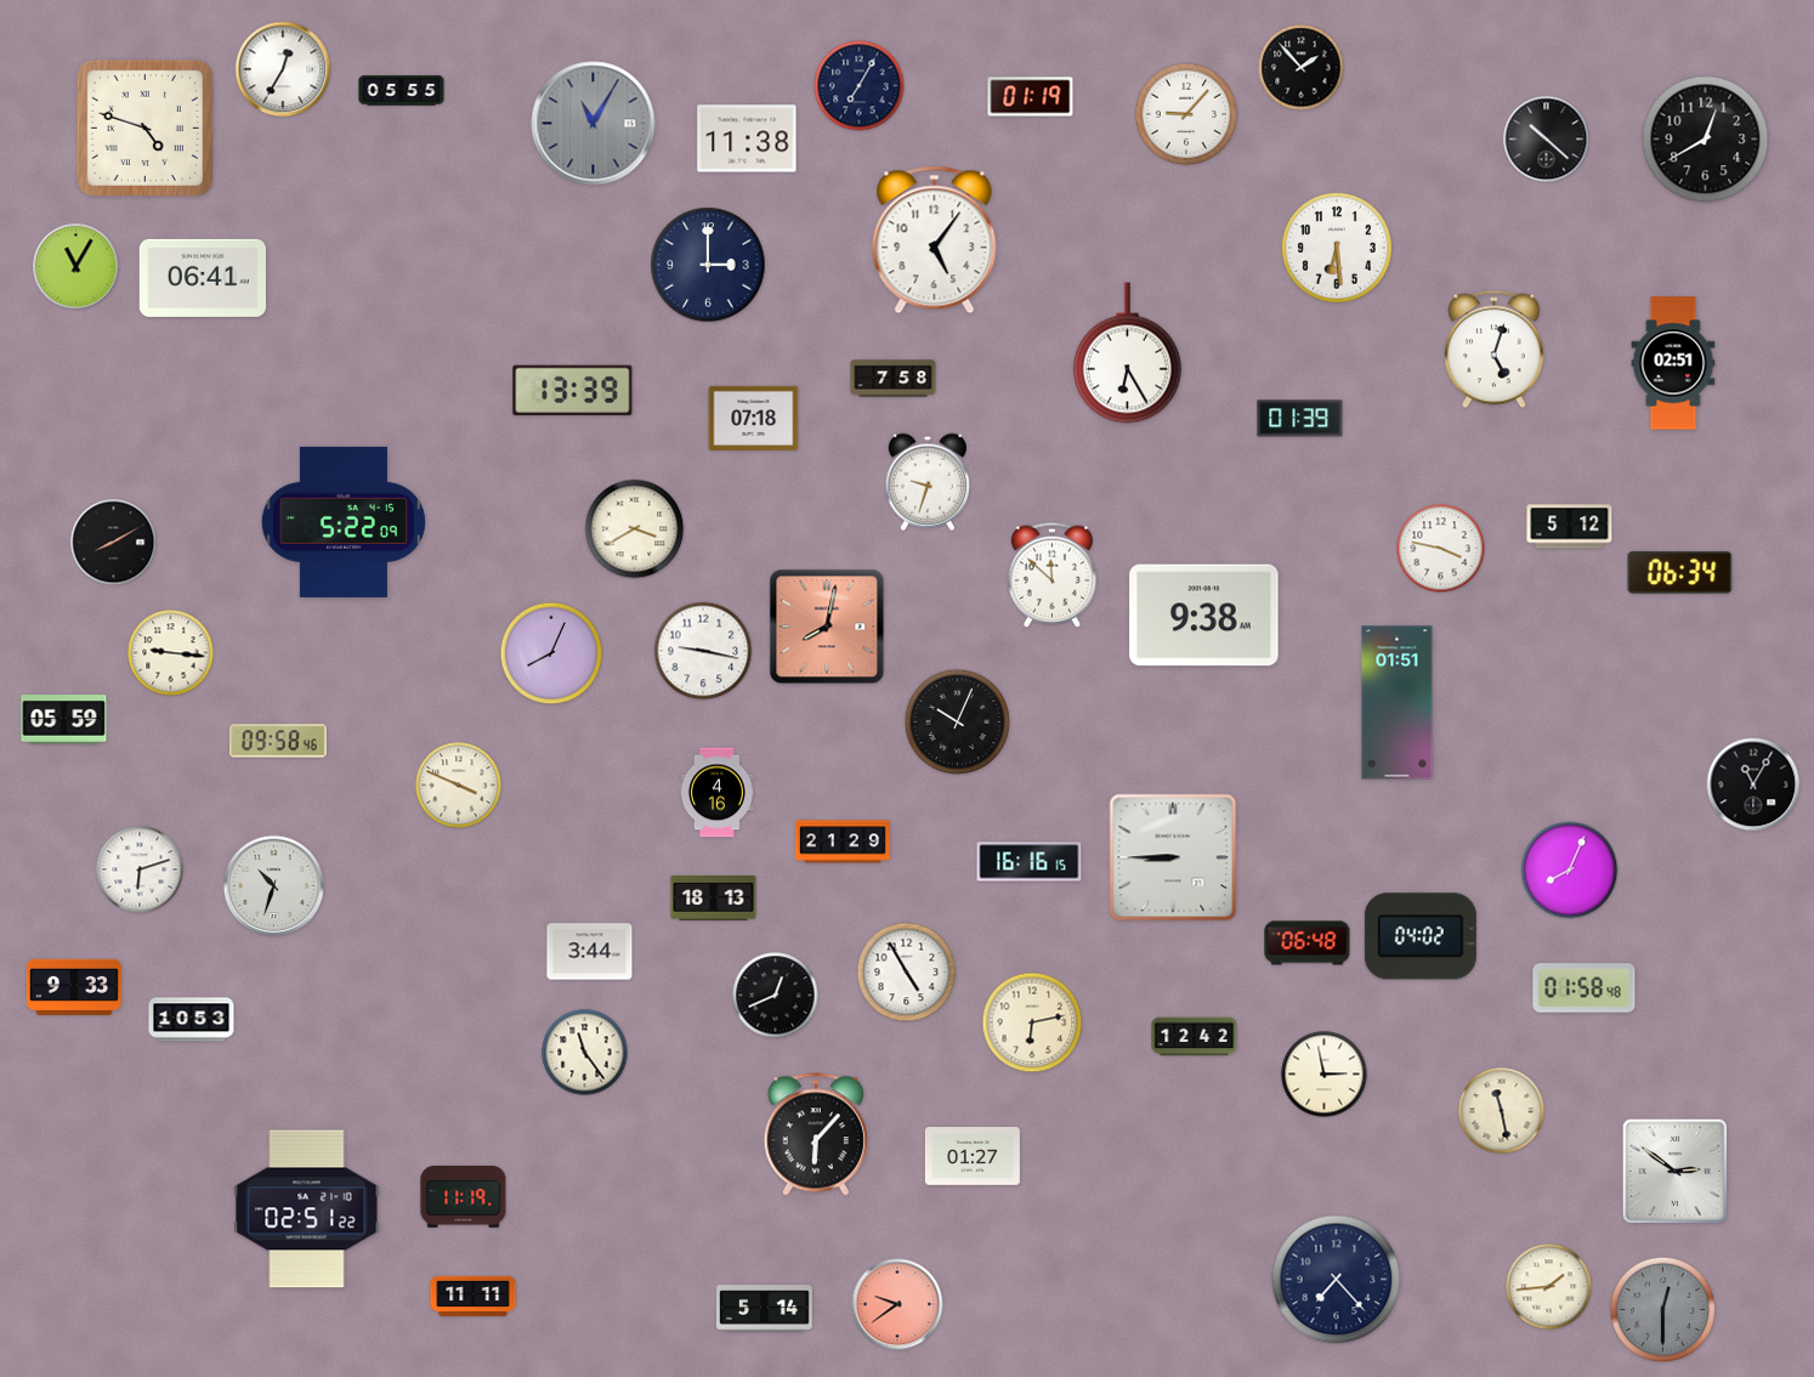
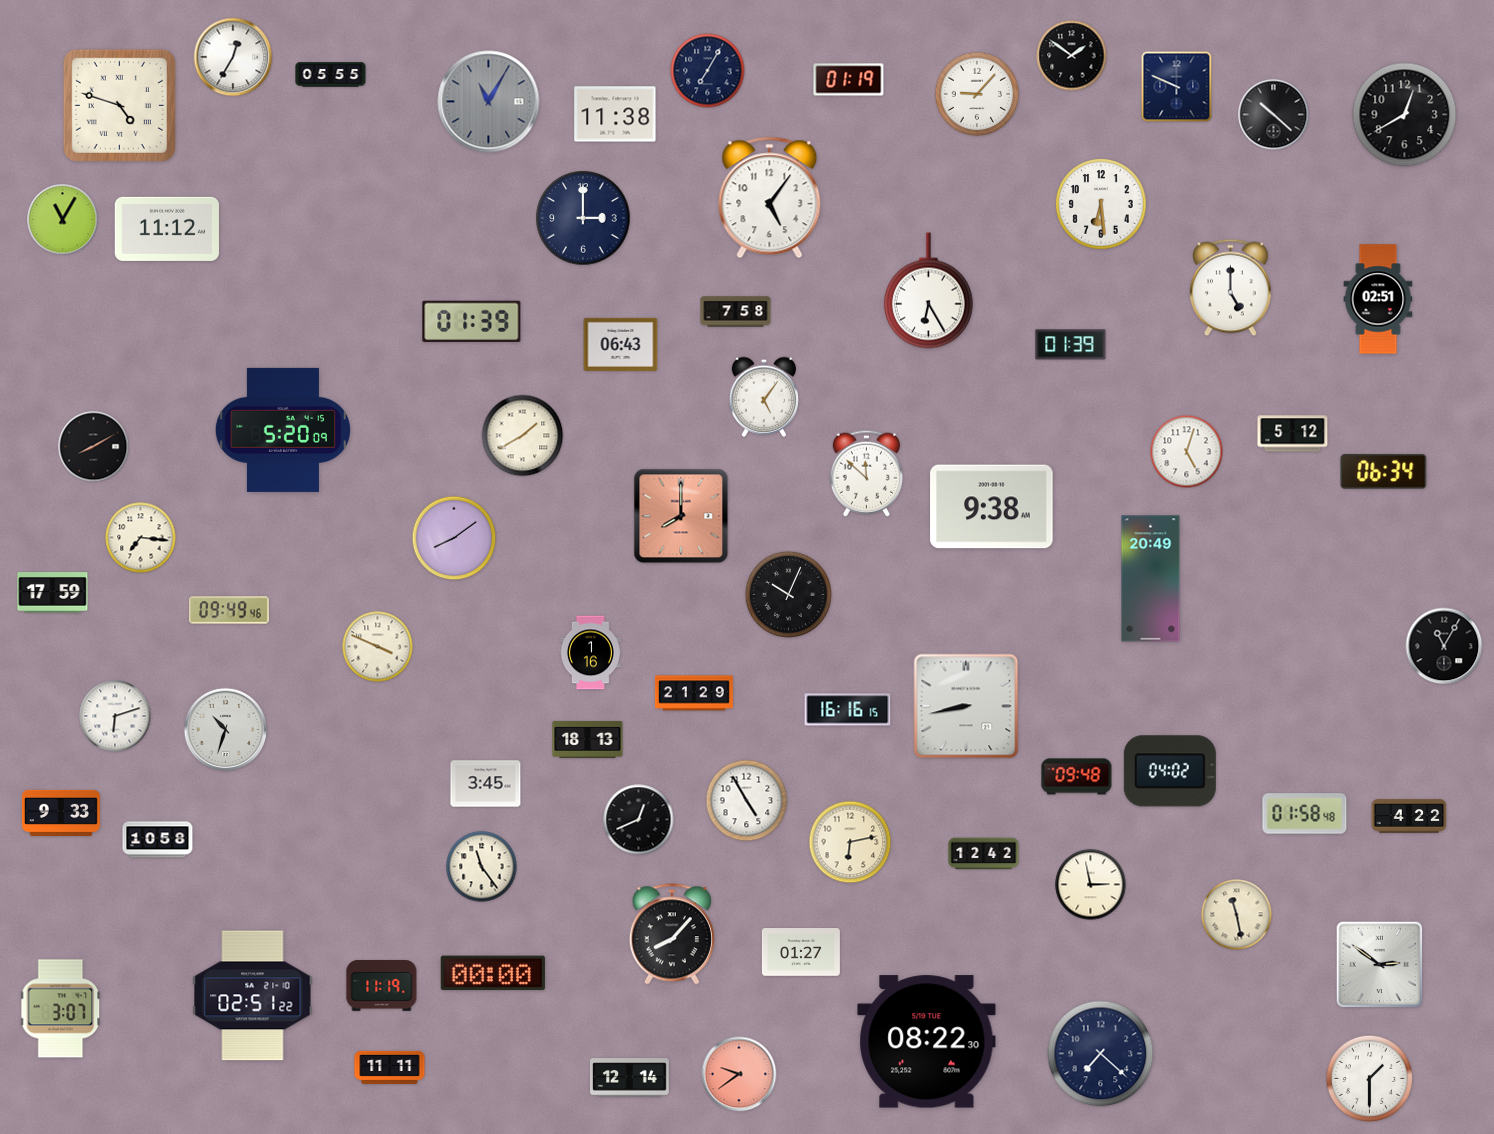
clock at (1302, 68): 1:53 -> 1:51
clock at (1177, 87): none -> 9:49
clock at (203, 278): 06:41 -> 11:12
clock at (1495, 350): 5:03 -> 5:00
clock at (573, 390): 13:39 -> 01:39
clock at (754, 418): 07:18 -> 06:43
clock at (928, 482): 9:33 -> 5:06
clock at (344, 522): 5:22 -> 5:20
clock at (635, 529): 3:40 -> 1:40
clock at (1441, 549): 3:47 -> 5:03
clock at (827, 627): 8:02 -> 8:00
clock at (703, 651): 9:17 -> none
clock at (171, 653): 9:16 -> 7:16
clock at (551, 653): 8:04 -> 8:09
clock at (1398, 703): 01:51 -> 20:49
clock at (64, 720): 05:59 -> 17:59
clock at (278, 741): 09:58 -> 09:49
clock at (716, 793): 4:16 -> 1:16
clock at (1173, 857): 8:45 -> 8:43
clock at (1570, 871): 8:04 -> none
clock at (1308, 943): 06:48 -> 09:48
clock at (590, 952): 3:44 -> 3:45
clock at (1409, 816): none -> 4:22
clock at (192, 1020): 10:53 -> 10:58
clock at (816, 1134): 6:07 -> 8:07
clock at (493, 973): none -> 00:00
clock at (61, 1009): none -> 3:07
clock at (927, 1042): none -> 08:22
clock at (1337, 1280): 7:23 -> 7:22
clock at (1549, 1287): 1:44 -> none
clock at (765, 1309): 5:14 -> 12:14
clock at (1662, 1309): 12:30 -> 1:30
clock at (1662, 1309) dial: grey -> white
